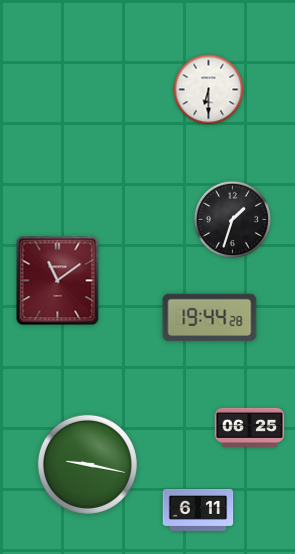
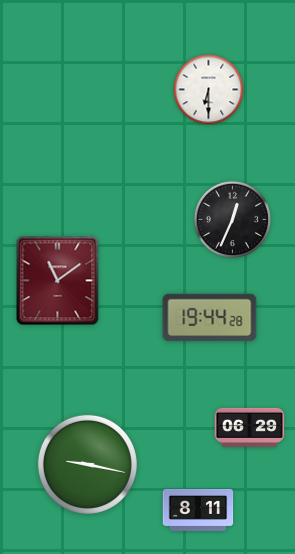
clock at (232, 219): 1:33 -> 12:34
clock at (250, 427): 06:25 -> 06:29
clock at (198, 510): 6:11 -> 8:11
